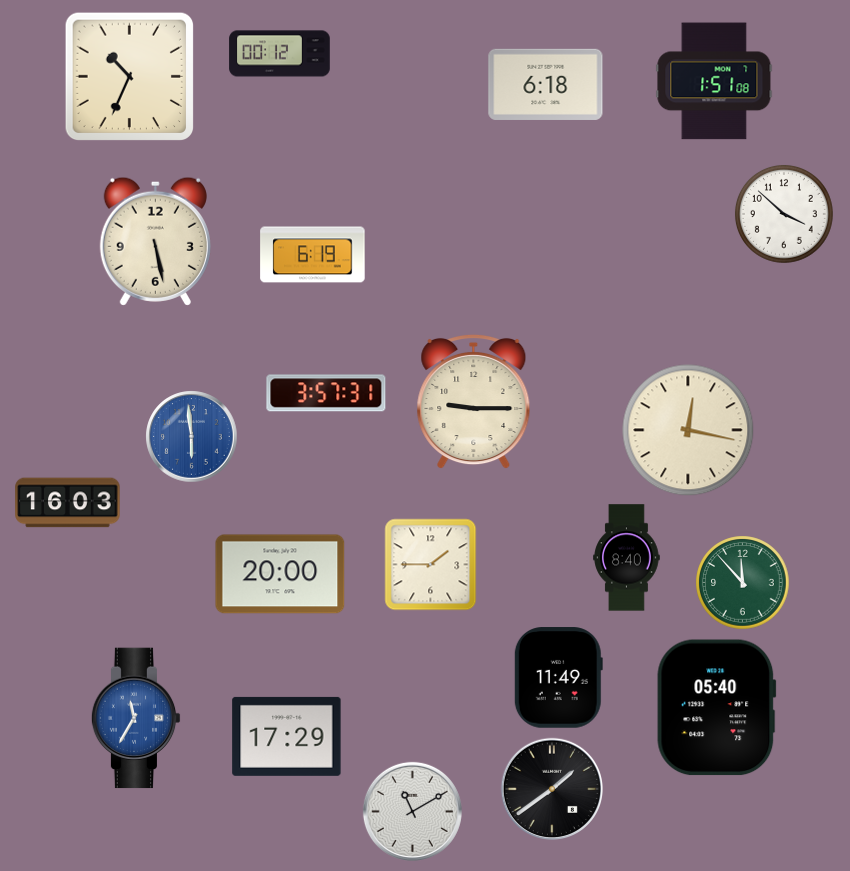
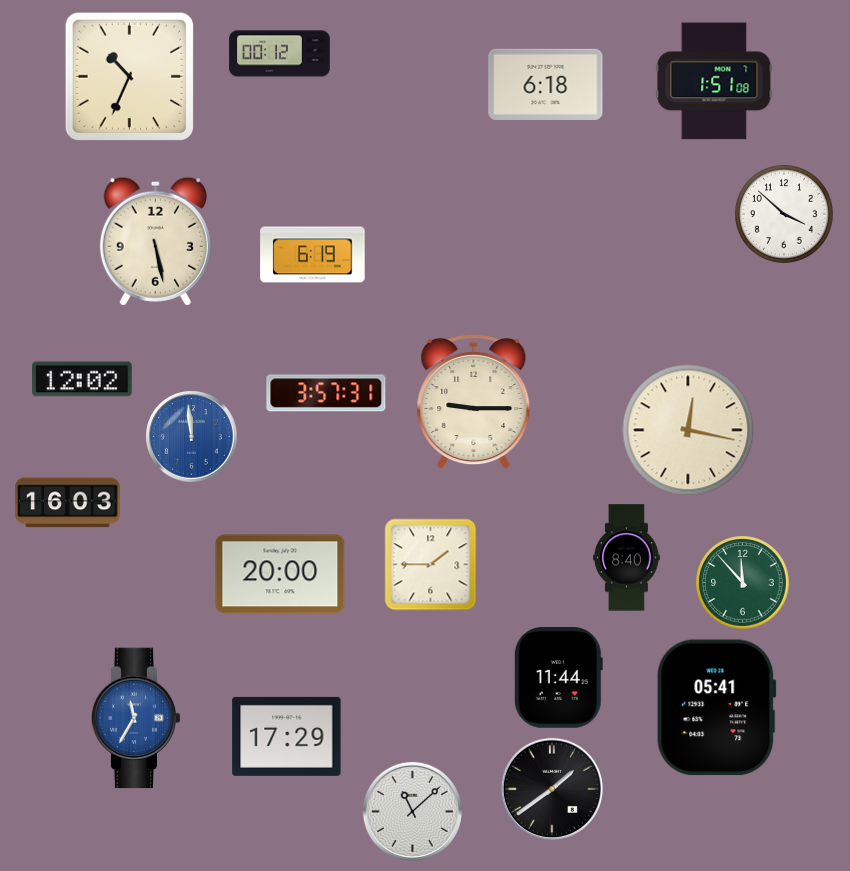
clock at (82, 379): none -> 12:02
clock at (191, 436): 5:59 -> 11:59
clock at (558, 678): 11:49 -> 11:44
clock at (717, 708): 05:40 -> 05:41
clock at (412, 811): 11:10 -> 11:08
